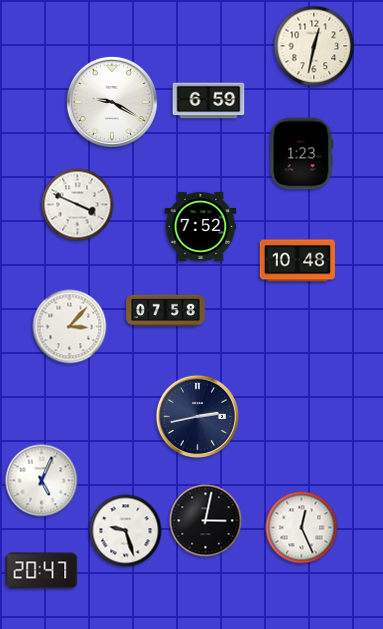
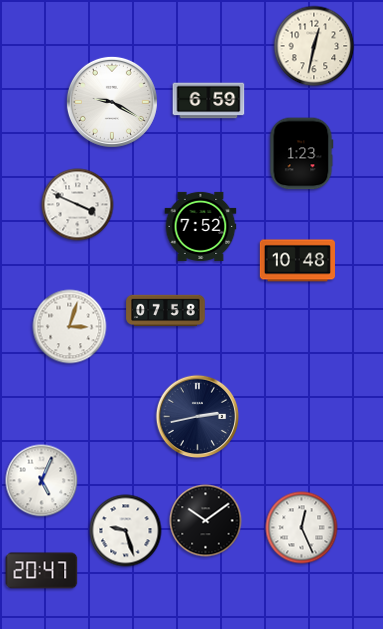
clock at (70, 327): 3:07 -> 3:03
clock at (206, 521): 3:02 -> 10:09
